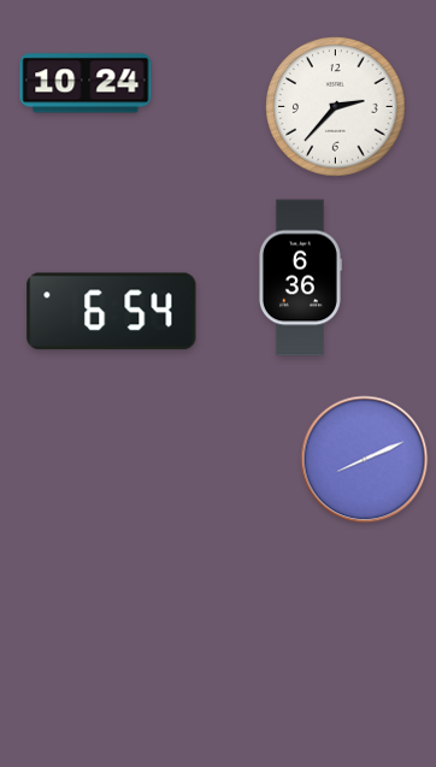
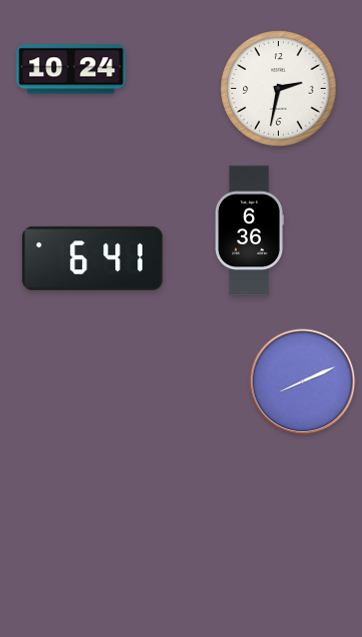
clock at (336, 107): 2:37 -> 2:32
clock at (112, 312): 6:54 -> 6:41
